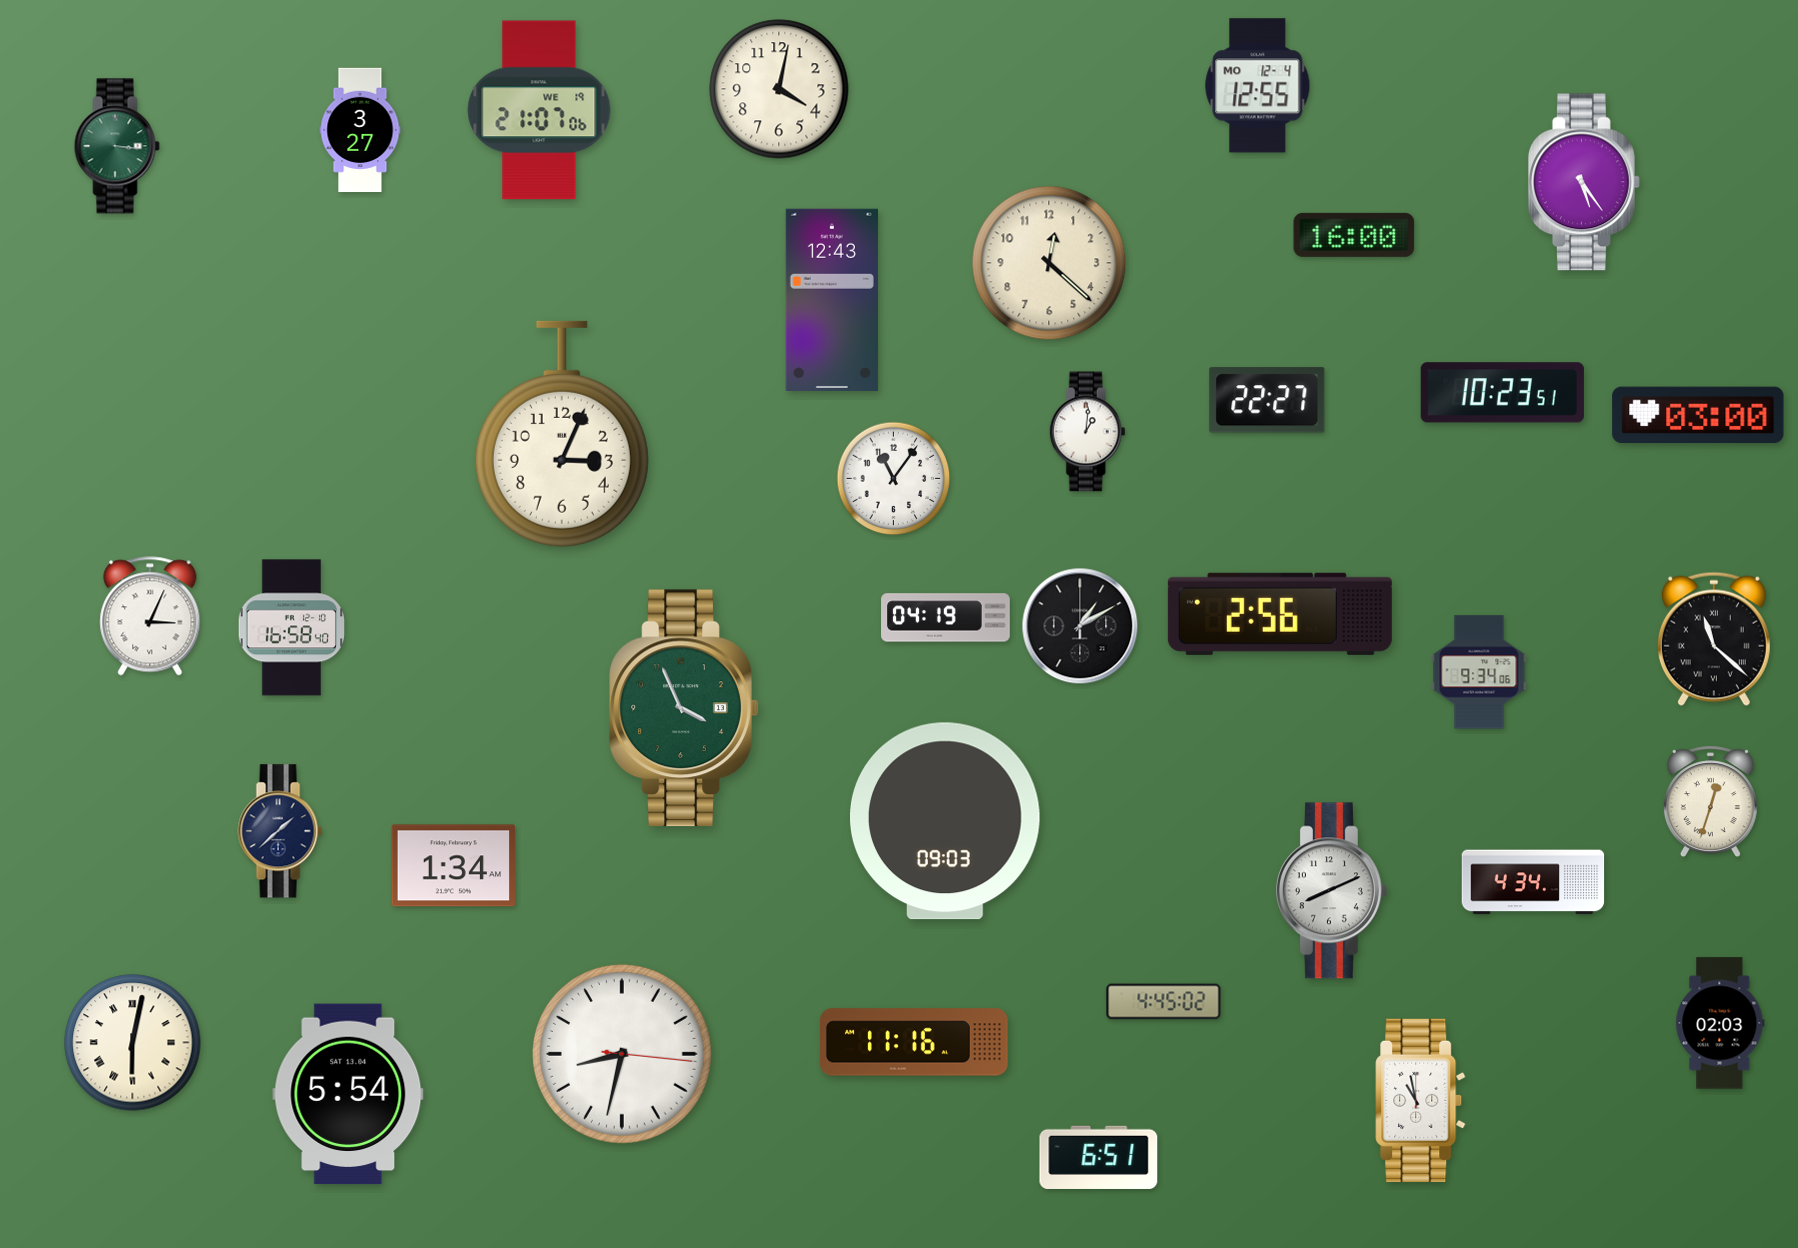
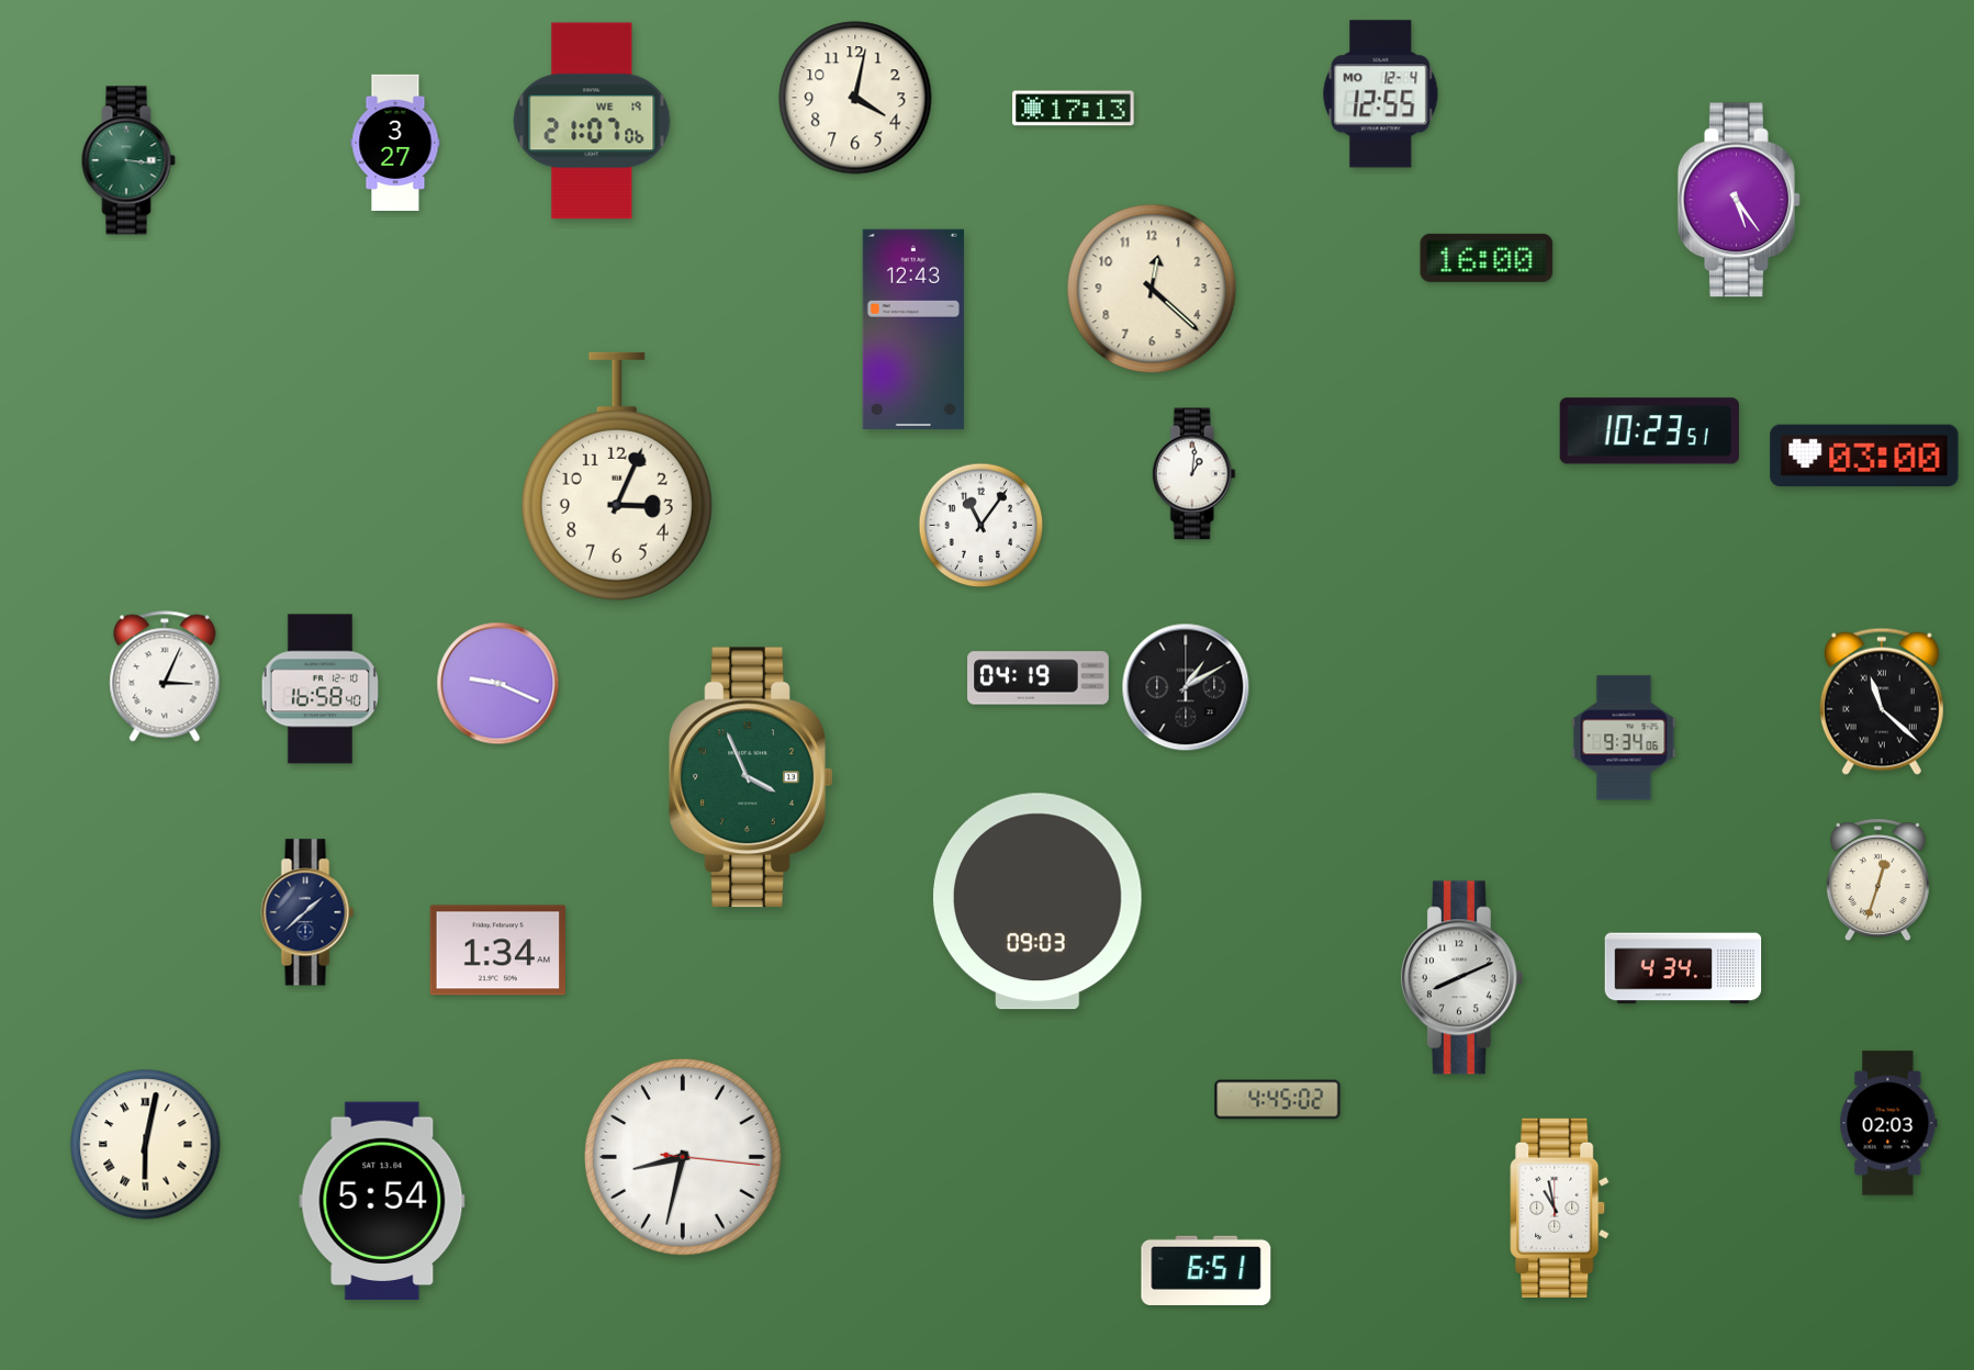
clock at (1074, 109): none -> 17:13
clock at (1267, 400): 22:27 -> none
clock at (1280, 614): 2:56 -> none
clock at (498, 684): none -> 9:19
clock at (915, 1042): 11:16 -> none
